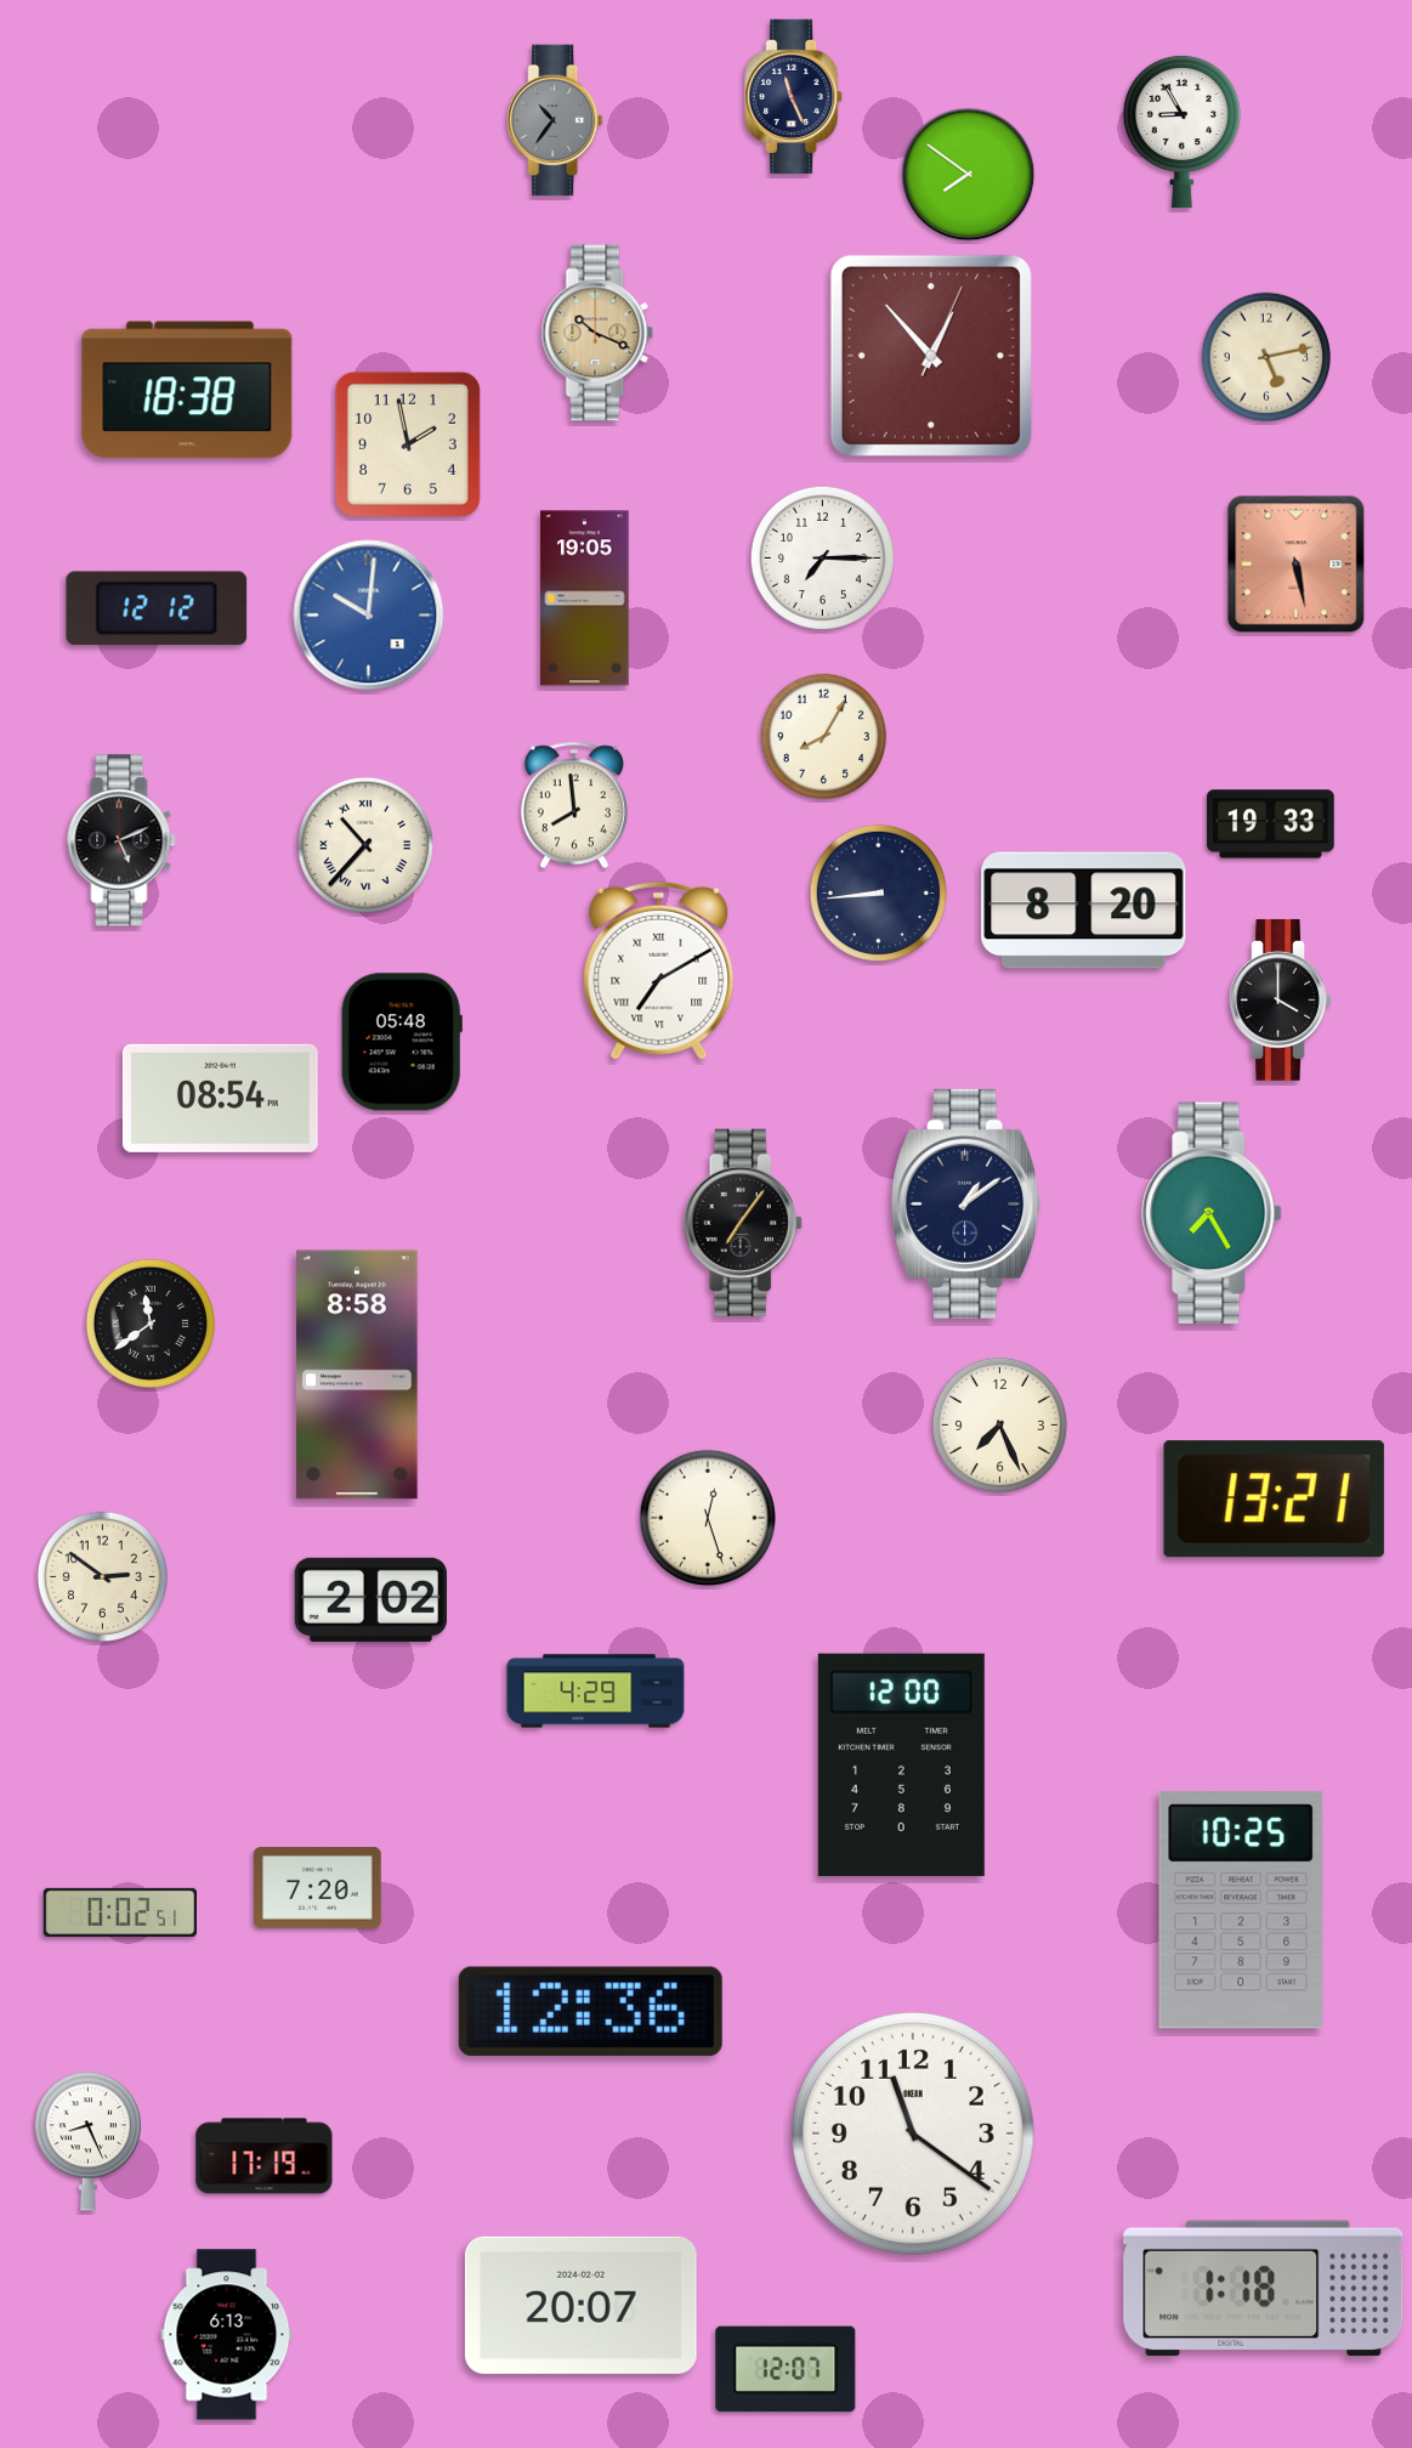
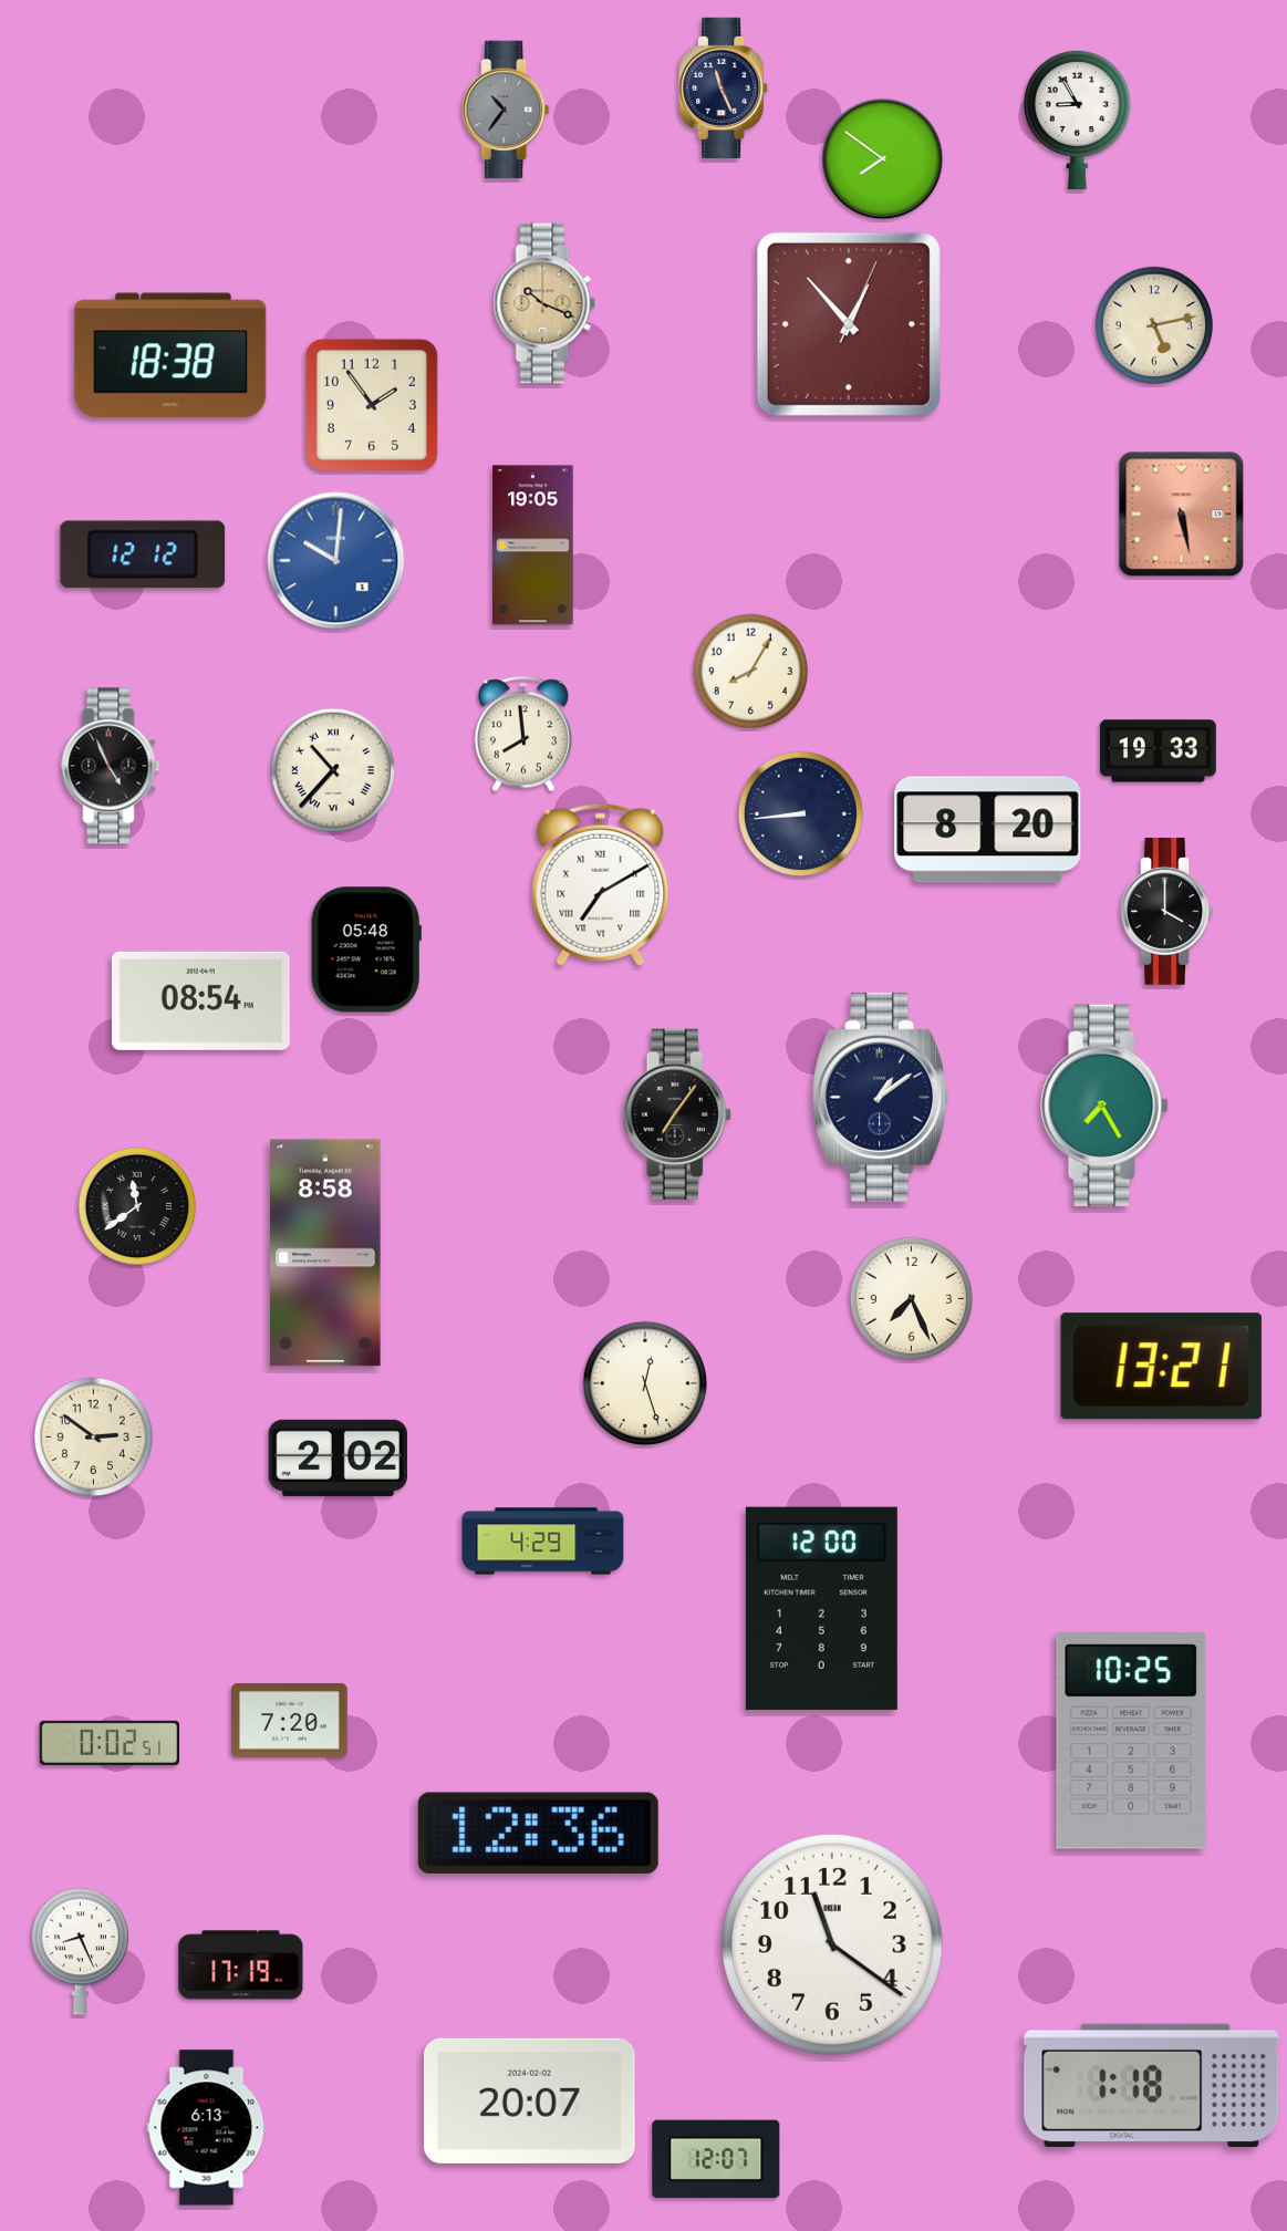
clock at (408, 444): 1:58 -> 1:54
clock at (822, 557): 7:15 -> none
clock at (121, 840): 5:11 -> 4:56
